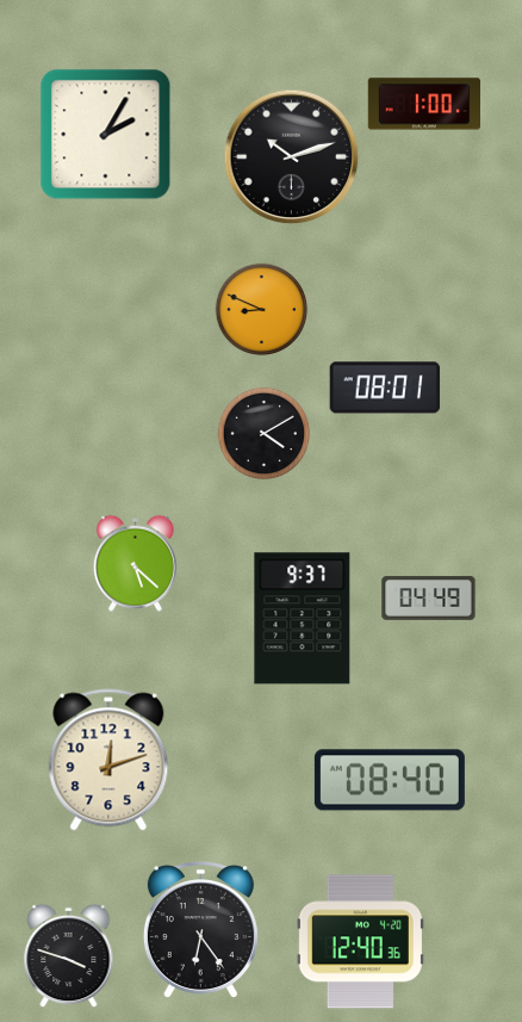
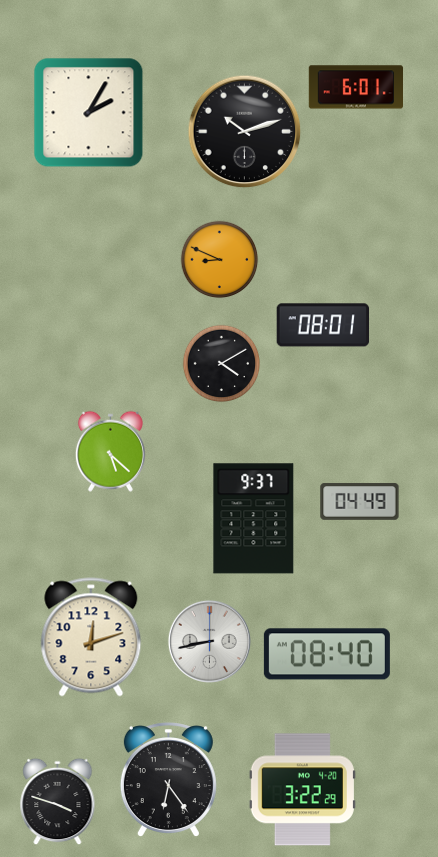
clock at (423, 104): 1:00 -> 6:01
clock at (135, 563) position: (135, 563) -> (110, 451)
clock at (209, 641): none -> 8:43
clock at (360, 942): 12:40 -> 3:22
